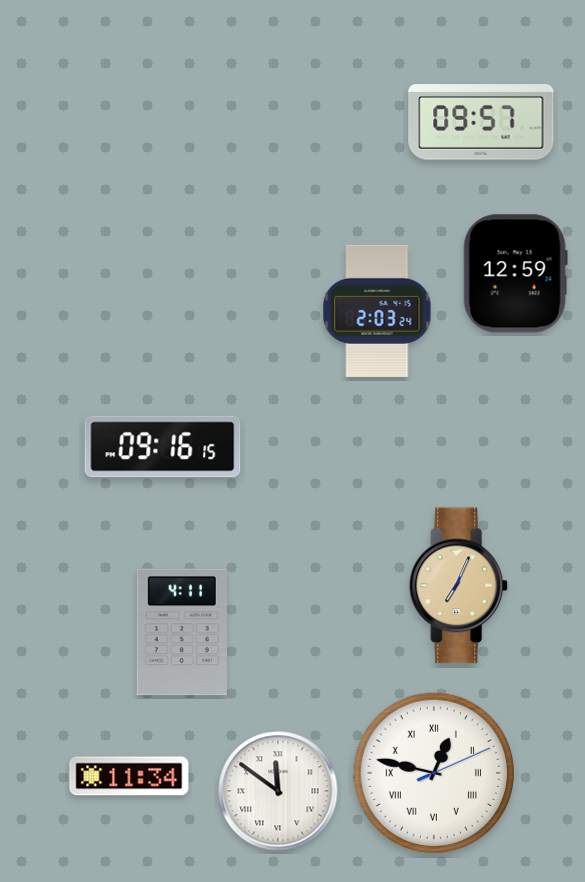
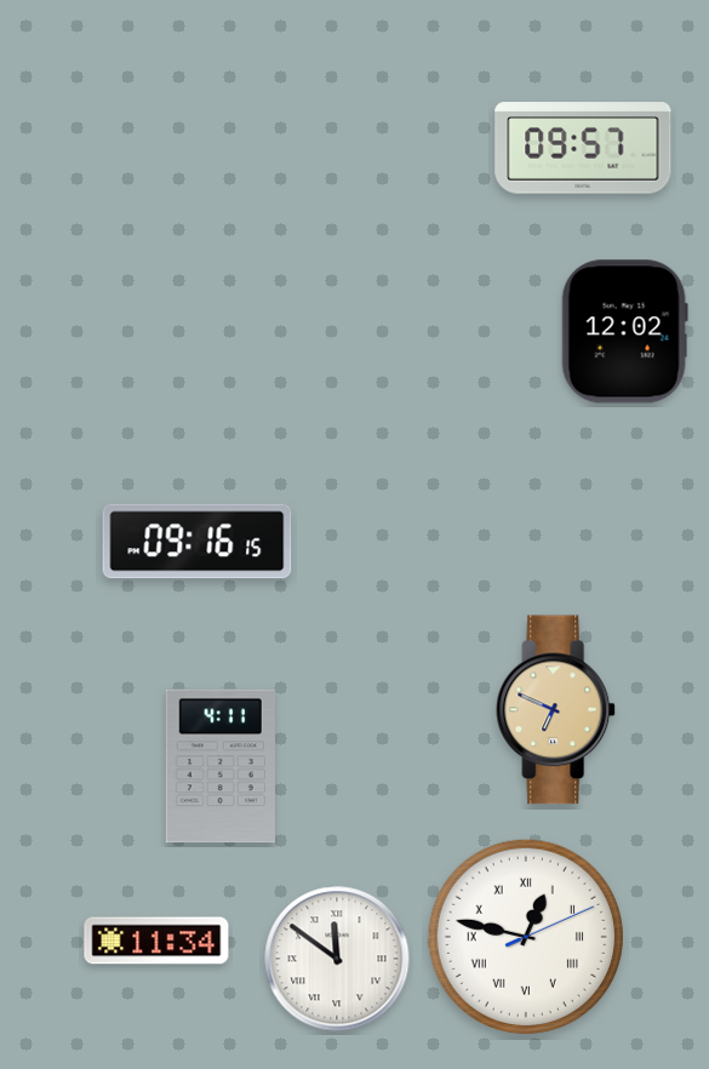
clock at (515, 274): 12:59 -> 12:02
clock at (377, 311): 2:03 -> none
clock at (459, 586): 7:04 -> 6:49
